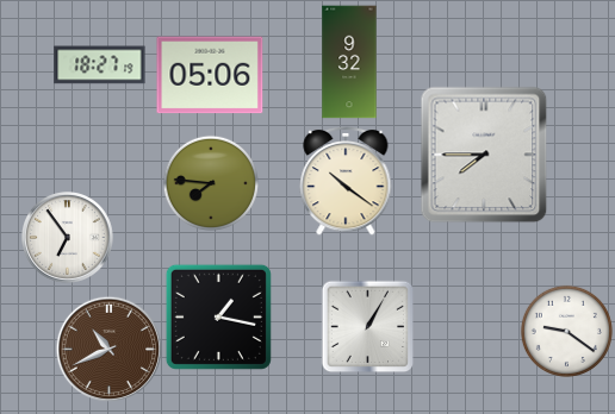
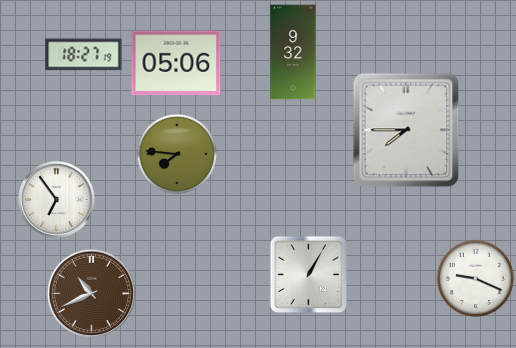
clock at (346, 181): 10:21 -> none
clock at (218, 316): 1:17 -> none
clock at (566, 331): 9:21 -> 9:19
